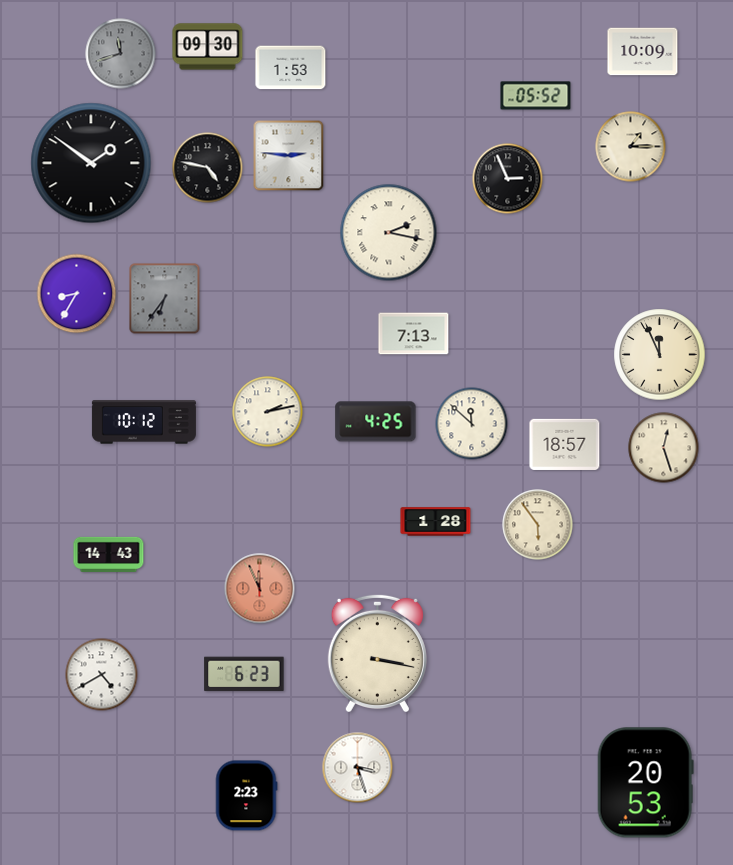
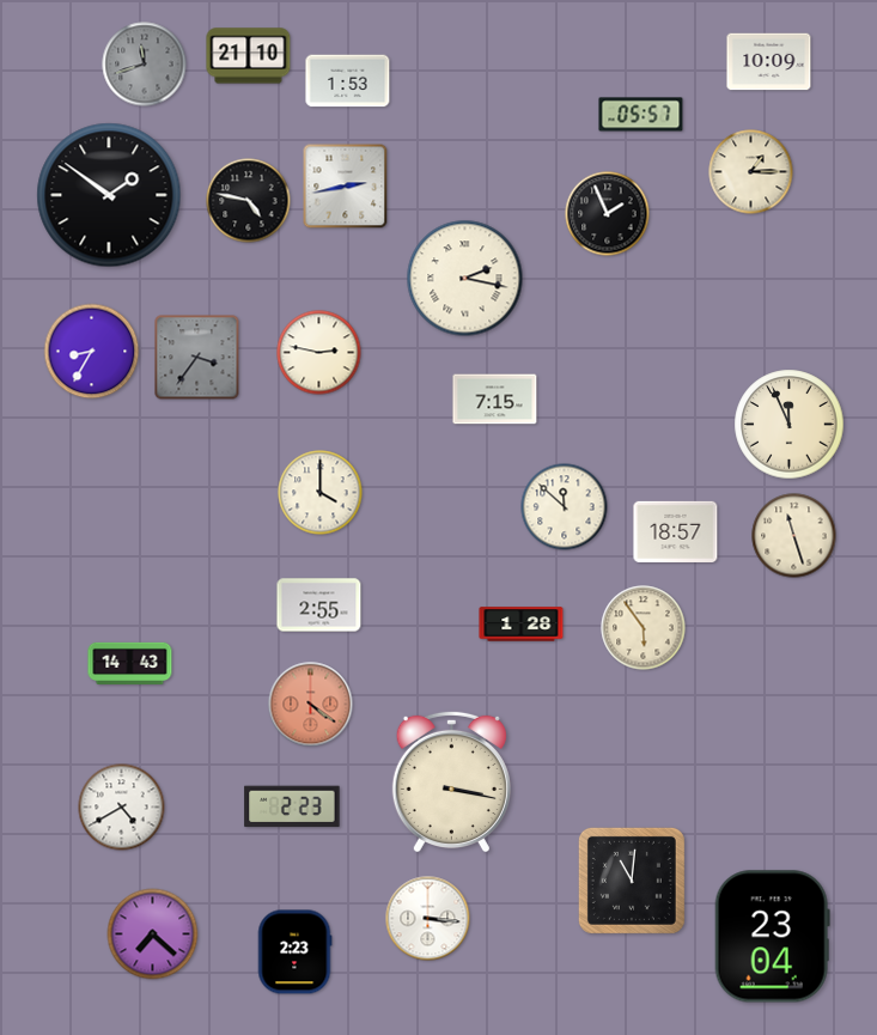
clock at (208, 47): 09:30 -> 21:10
clock at (536, 96): 05:52 -> 05:57
clock at (631, 147) position: (631, 147) -> (751, 172)
clock at (289, 156): 2:46 -> 2:43
clock at (508, 179): 2:56 -> 1:56
clock at (319, 353): none -> 2:47
clock at (165, 299): 6:36 -> 3:36
clock at (414, 334): 7:13 -> 7:15
clock at (268, 412): 2:13 -> 4:00
clock at (144, 422): 10:12 -> none
clock at (376, 422): 4:25 -> none
clock at (664, 448): 12:27 -> 11:27
clock at (319, 605): none -> 2:55
clock at (260, 589): 11:56 -> 4:21
clock at (244, 674): 6:23 -> 2:23
clock at (632, 881): none -> 11:01
clock at (358, 768): 3:27 -> 3:16
clock at (153, 934): none -> 7:22
clock at (645, 783): 20:53 -> 23:04
